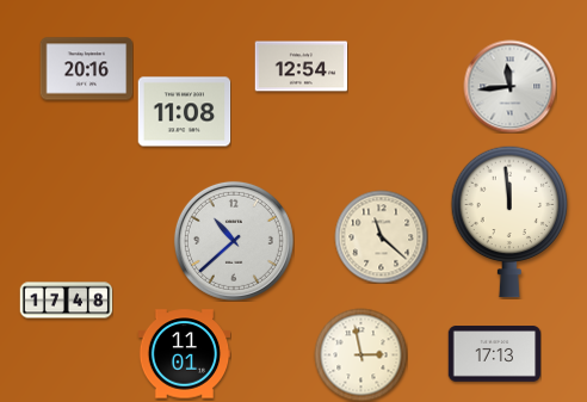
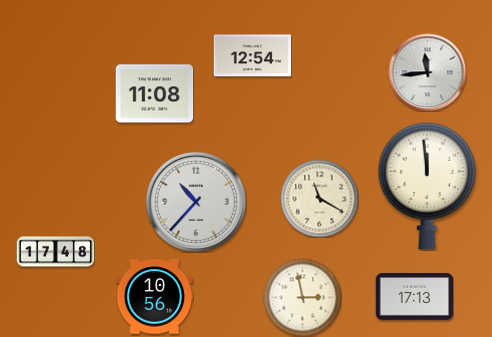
clock at (86, 69): 20:16 -> none
clock at (381, 236): 11:22 -> 11:20
clock at (234, 241): 10:38 -> 10:37
clock at (184, 354): 11:01 -> 10:56
